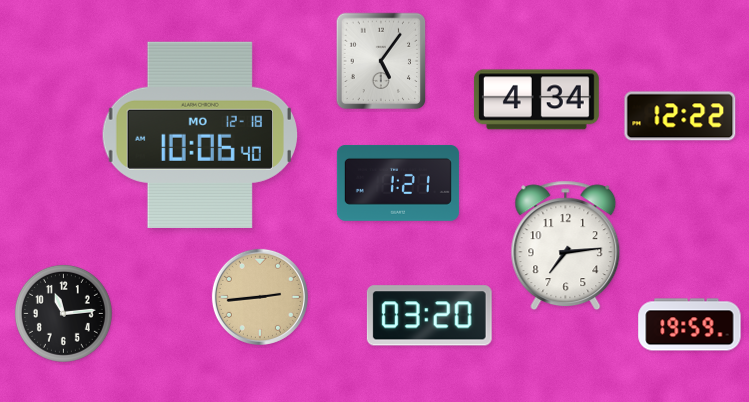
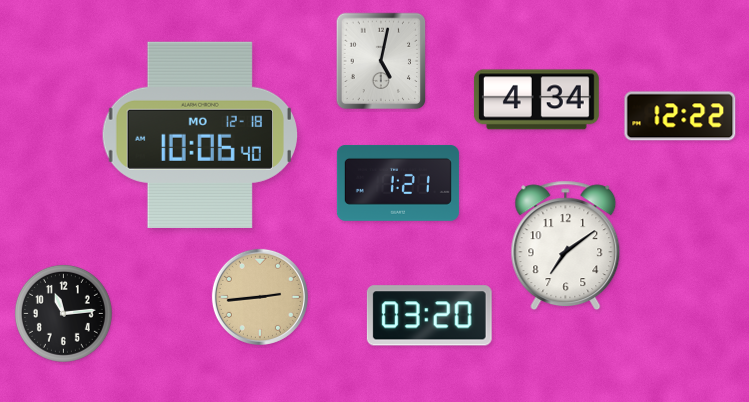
clock at (381, 61): 5:06 -> 5:02
clock at (566, 246): 7:14 -> 7:09
clock at (690, 325): 19:59 -> none
